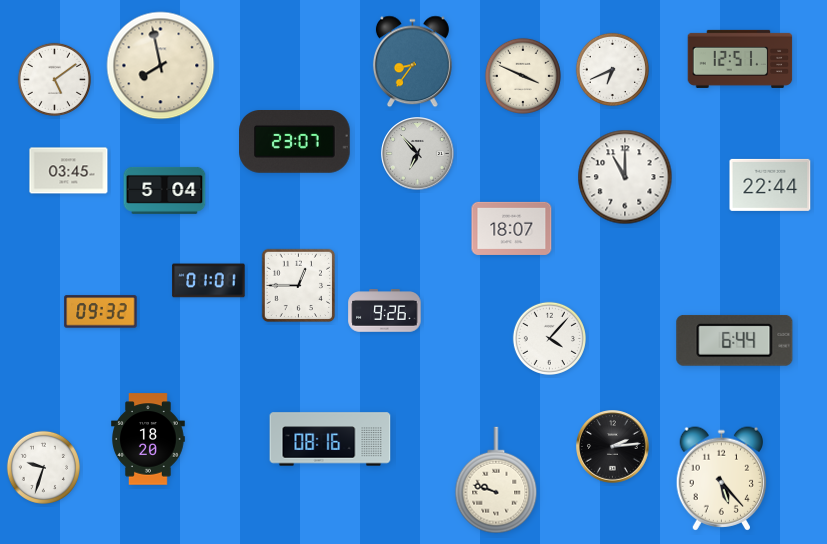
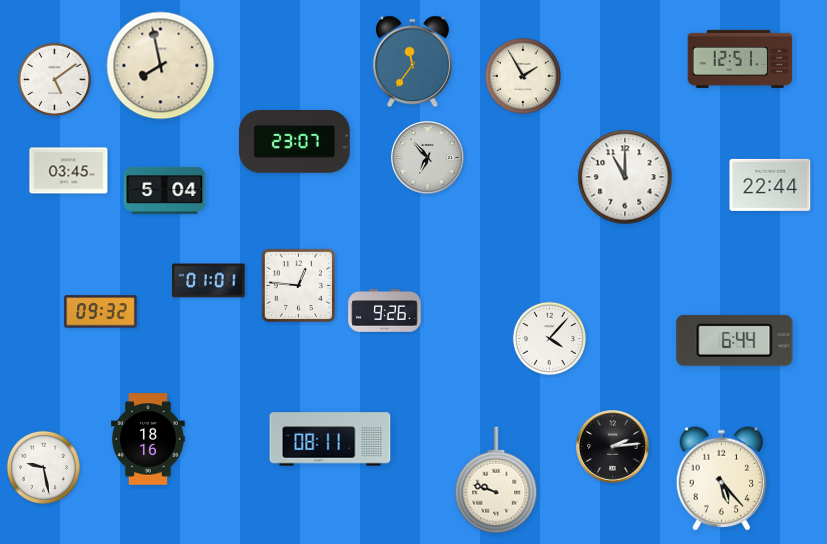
clock at (412, 62): 8:36 -> 11:36
clock at (612, 69): 6:41 -> none
clock at (523, 76): 3:49 -> 1:55
clock at (418, 154) position: (418, 154) -> (428, 158)
clock at (512, 228): 18:07 -> none
clock at (299, 286): 12:45 -> 12:46
clock at (148, 439): 18:20 -> 18:16
clock at (330, 439): 08:16 -> 08:11
clock at (43, 467): 9:33 -> 9:28
